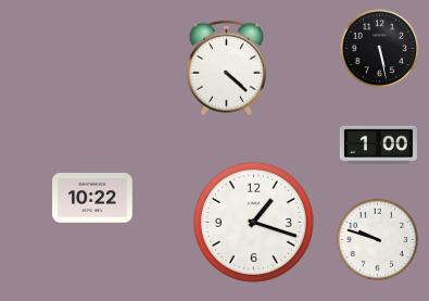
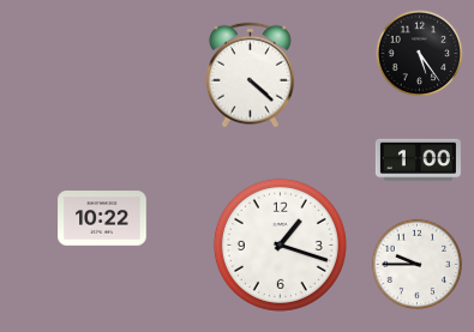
clock at (380, 49): 5:28 -> 5:24
clock at (378, 240): 9:48 -> 9:45
